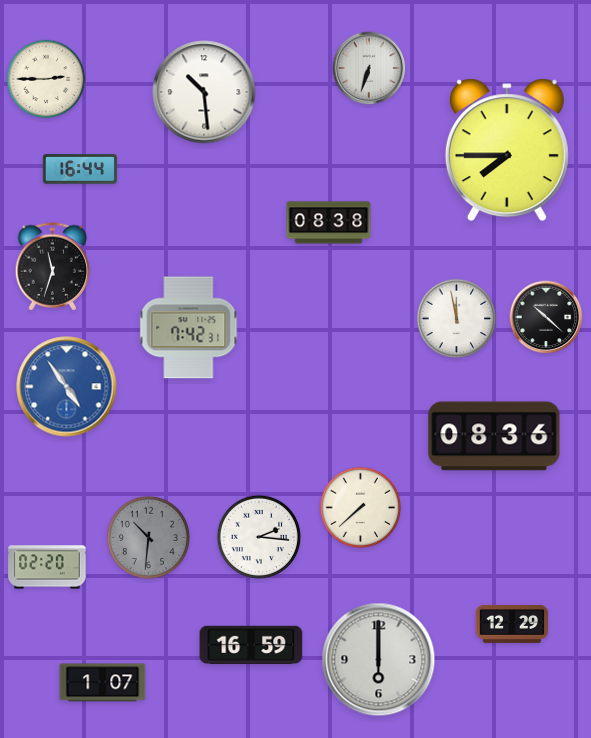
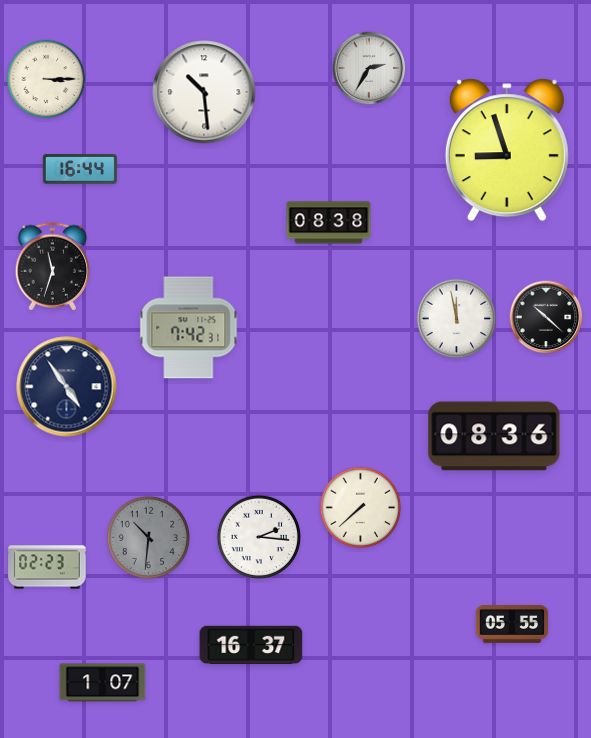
clock at (369, 68): 6:33 -> 2:35
clock at (46, 79): 2:45 -> 3:15
clock at (507, 150): 7:45 -> 8:57
clock at (67, 387) dial: blue -> navy
clock at (47, 567): 02:20 -> 02:23
clock at (512, 624): 12:29 -> 05:55
clock at (251, 645): 16:59 -> 16:37
clock at (379, 660): 6:00 -> none
